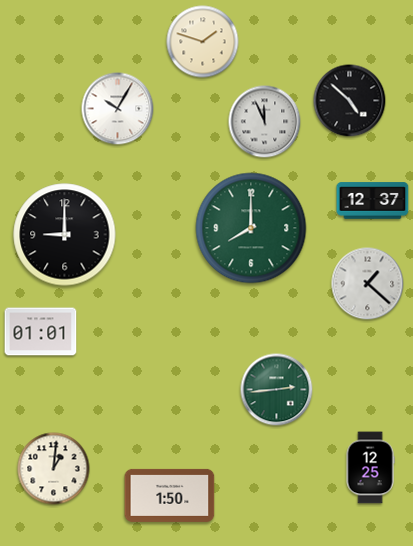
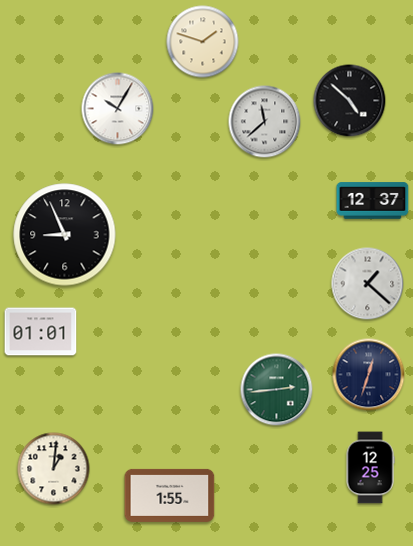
clock at (265, 122): 11:56 -> 11:38
clock at (251, 228): 8:00 -> none
clock at (65, 235): 9:00 -> 8:56
clock at (369, 375): none -> 12:33
clock at (170, 495): 1:50 -> 1:55
